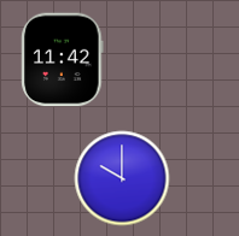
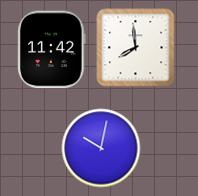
clock at (135, 47): none -> 7:59
clock at (122, 178): 10:00 -> 10:02
